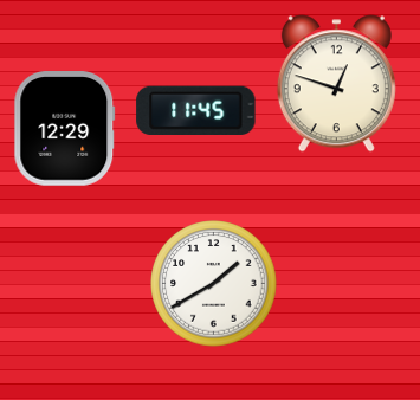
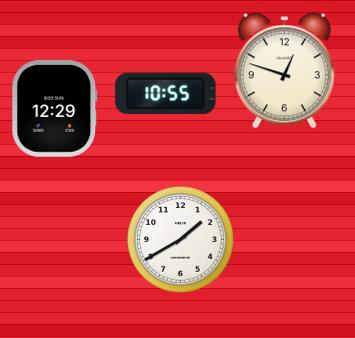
clock at (196, 111): 11:45 -> 10:55
